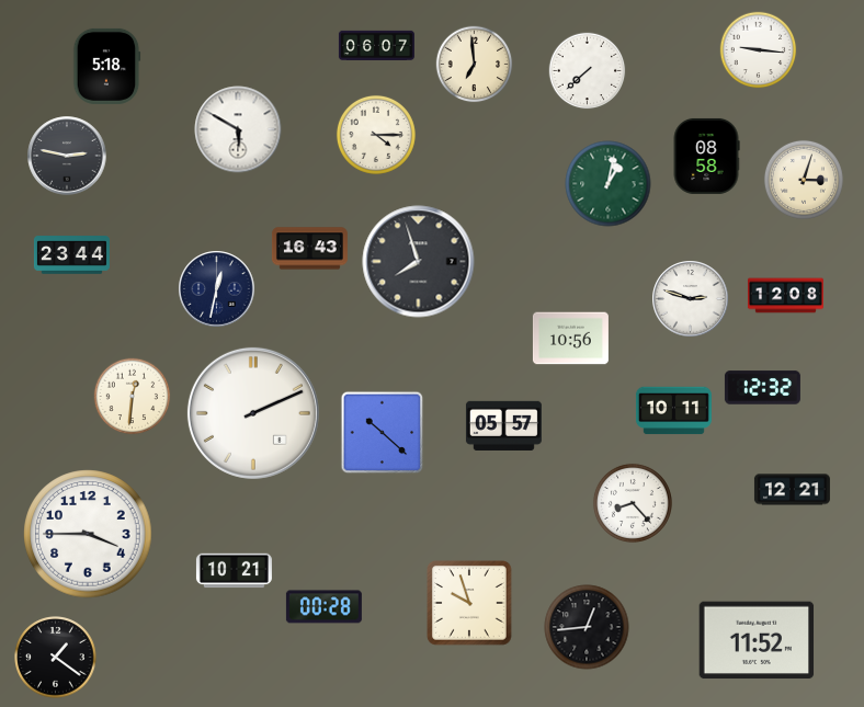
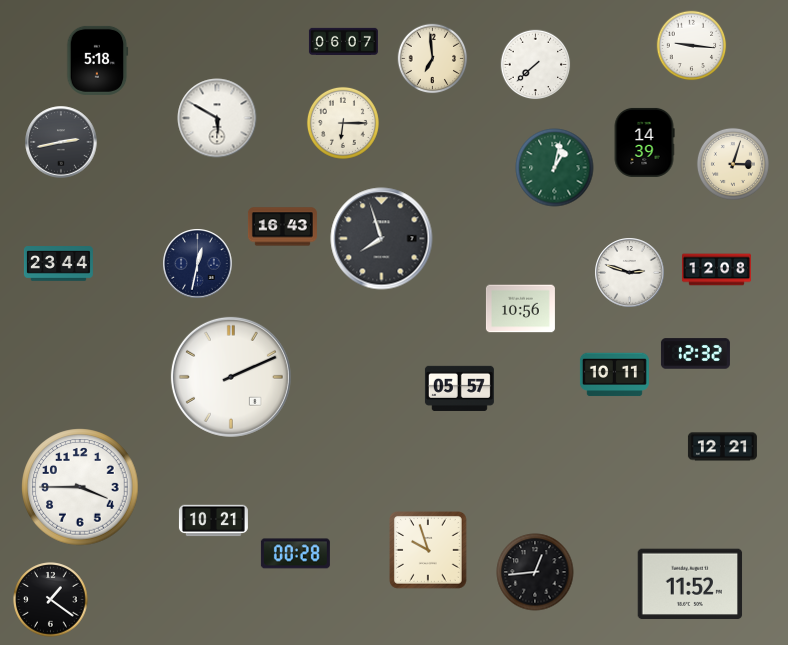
clock at (376, 135): 4:15 -> 6:15
clock at (67, 156): 2:47 -> 2:43
clock at (706, 156): 08:58 -> 14:39
clock at (71, 255) position: (71, 255) -> (58, 264)
clock at (133, 397): 12:31 -> none
clock at (383, 433): 10:22 -> none
clock at (633, 503): 8:23 -> none
